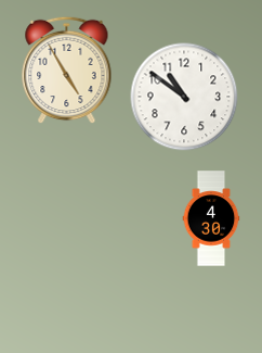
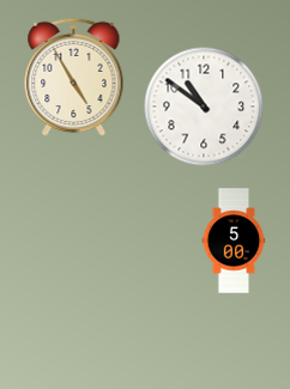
clock at (211, 218): 4:30 -> 5:00
